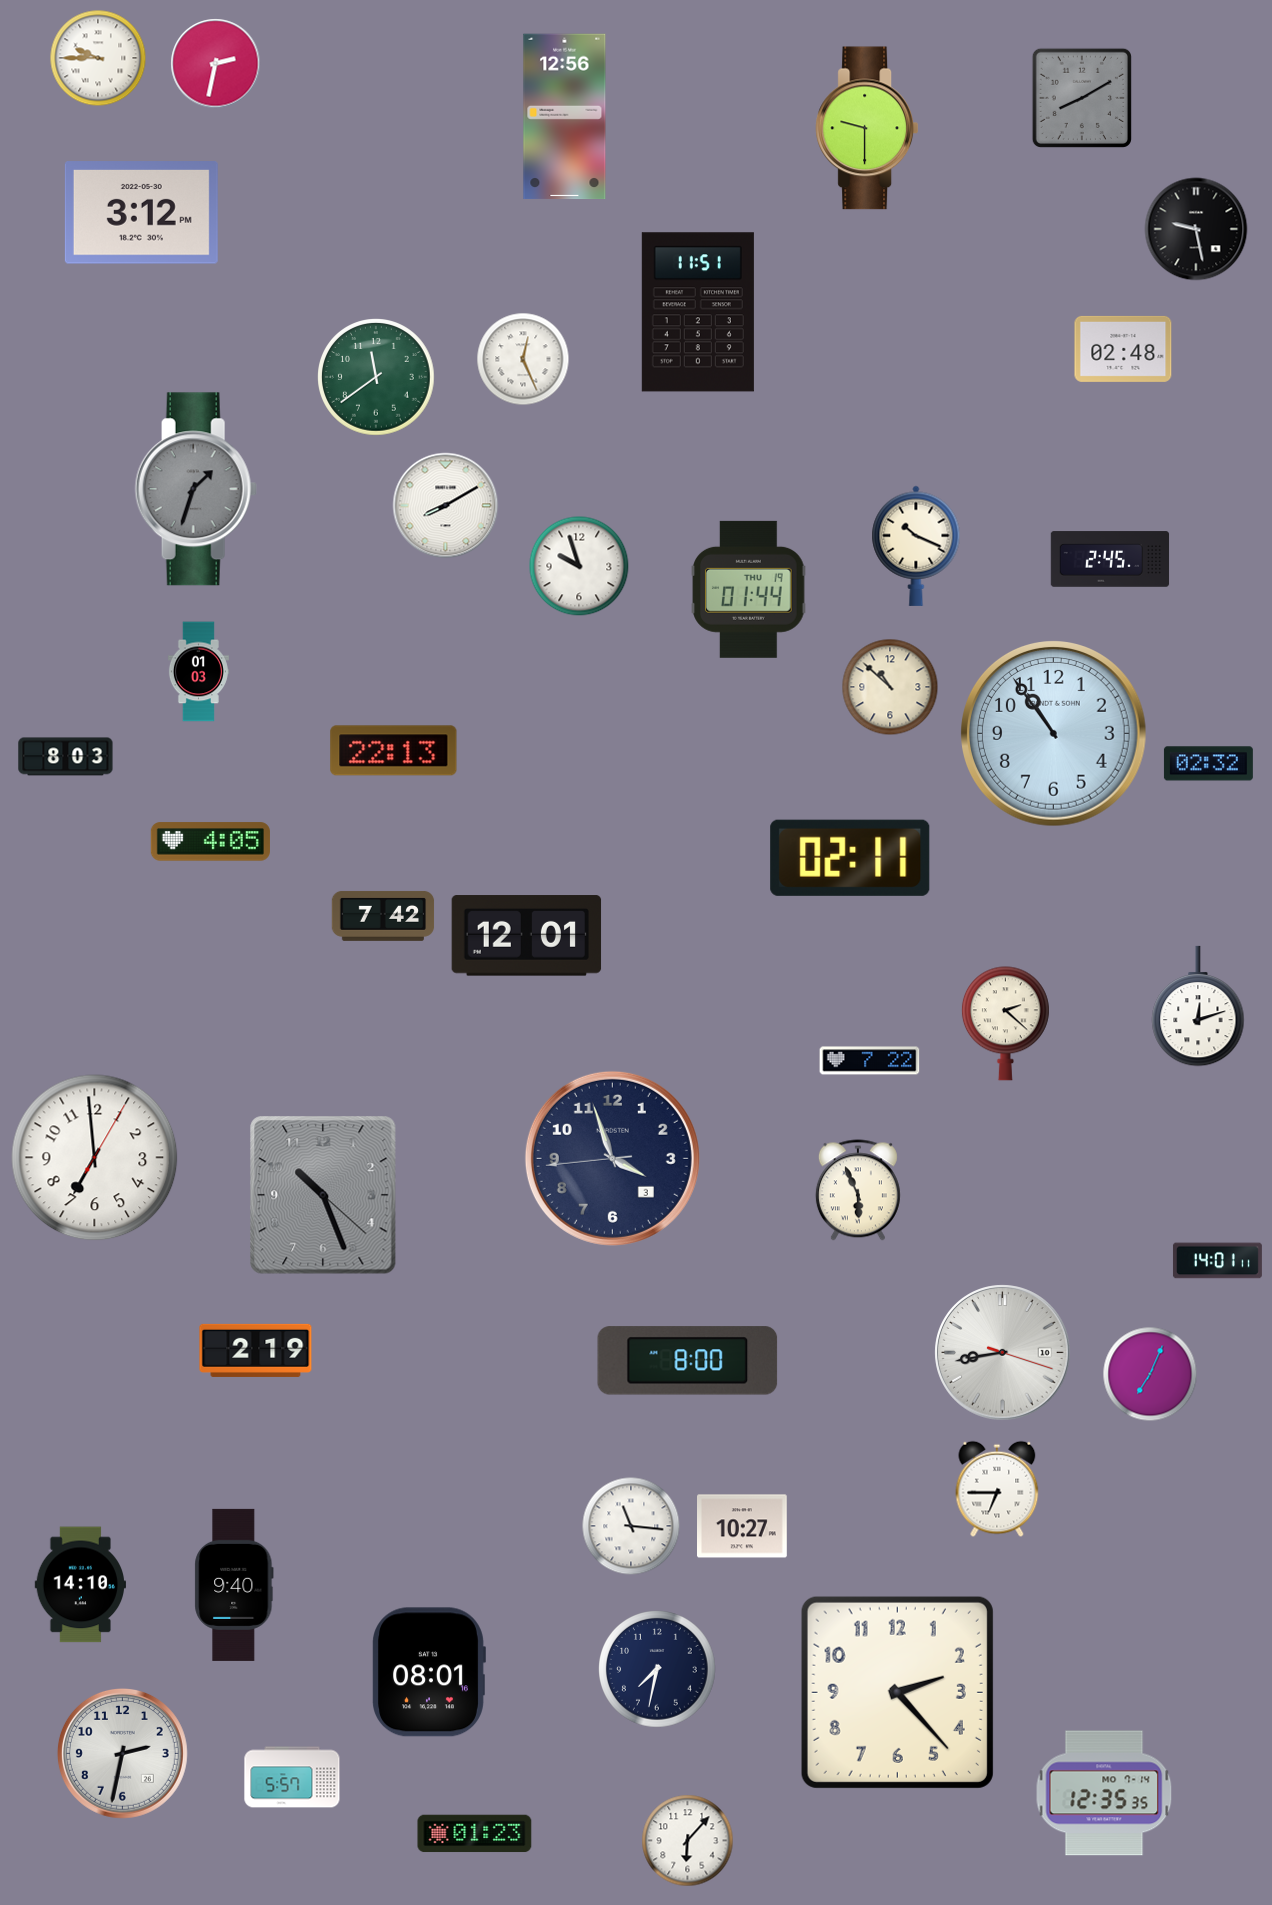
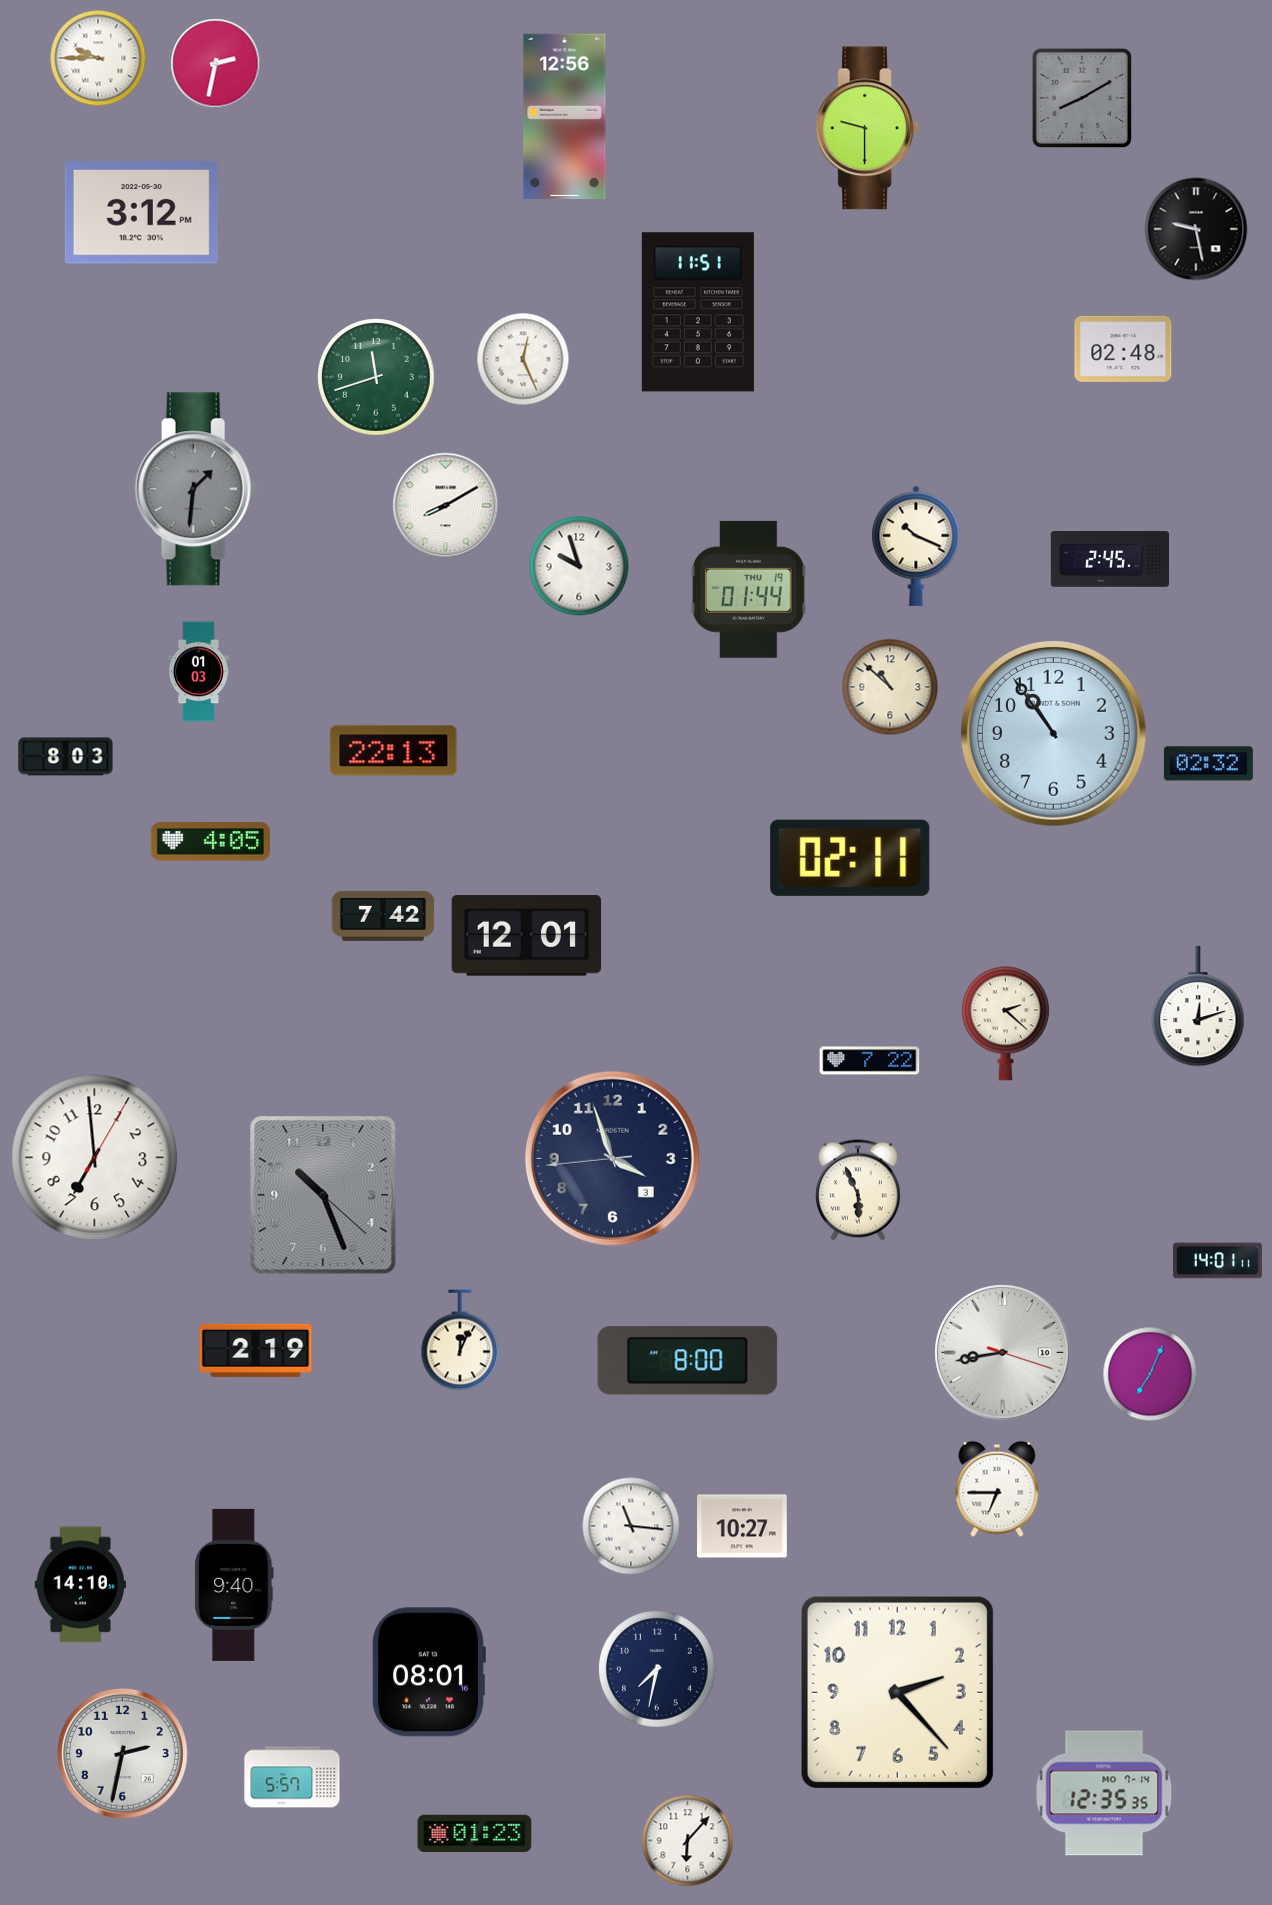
clock at (376, 377): 11:39 -> 11:42
clock at (196, 489): 1:33 -> 1:31
clock at (460, 1340): none -> 12:04
